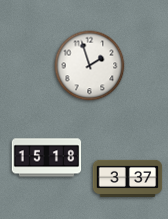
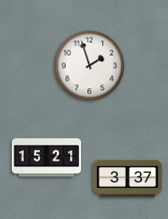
clock at (47, 158): 15:18 -> 15:21
